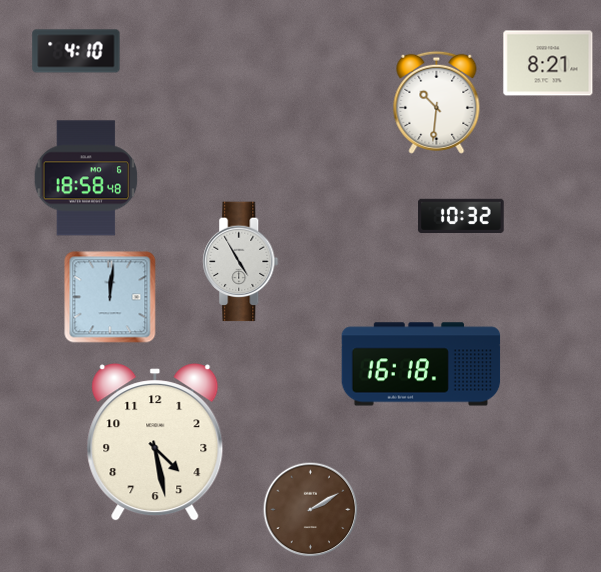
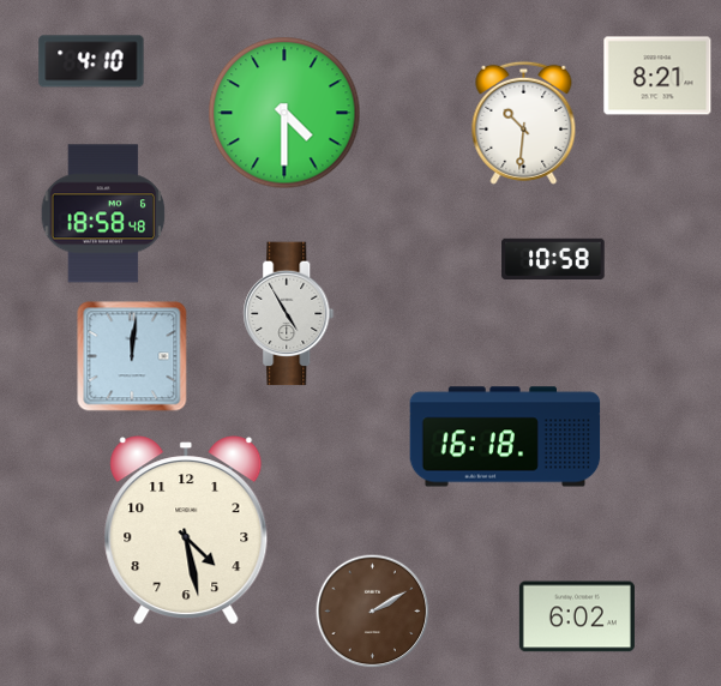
clock at (284, 113): none -> 4:30
clock at (461, 215): 10:32 -> 10:58
clock at (577, 616): none -> 6:02
